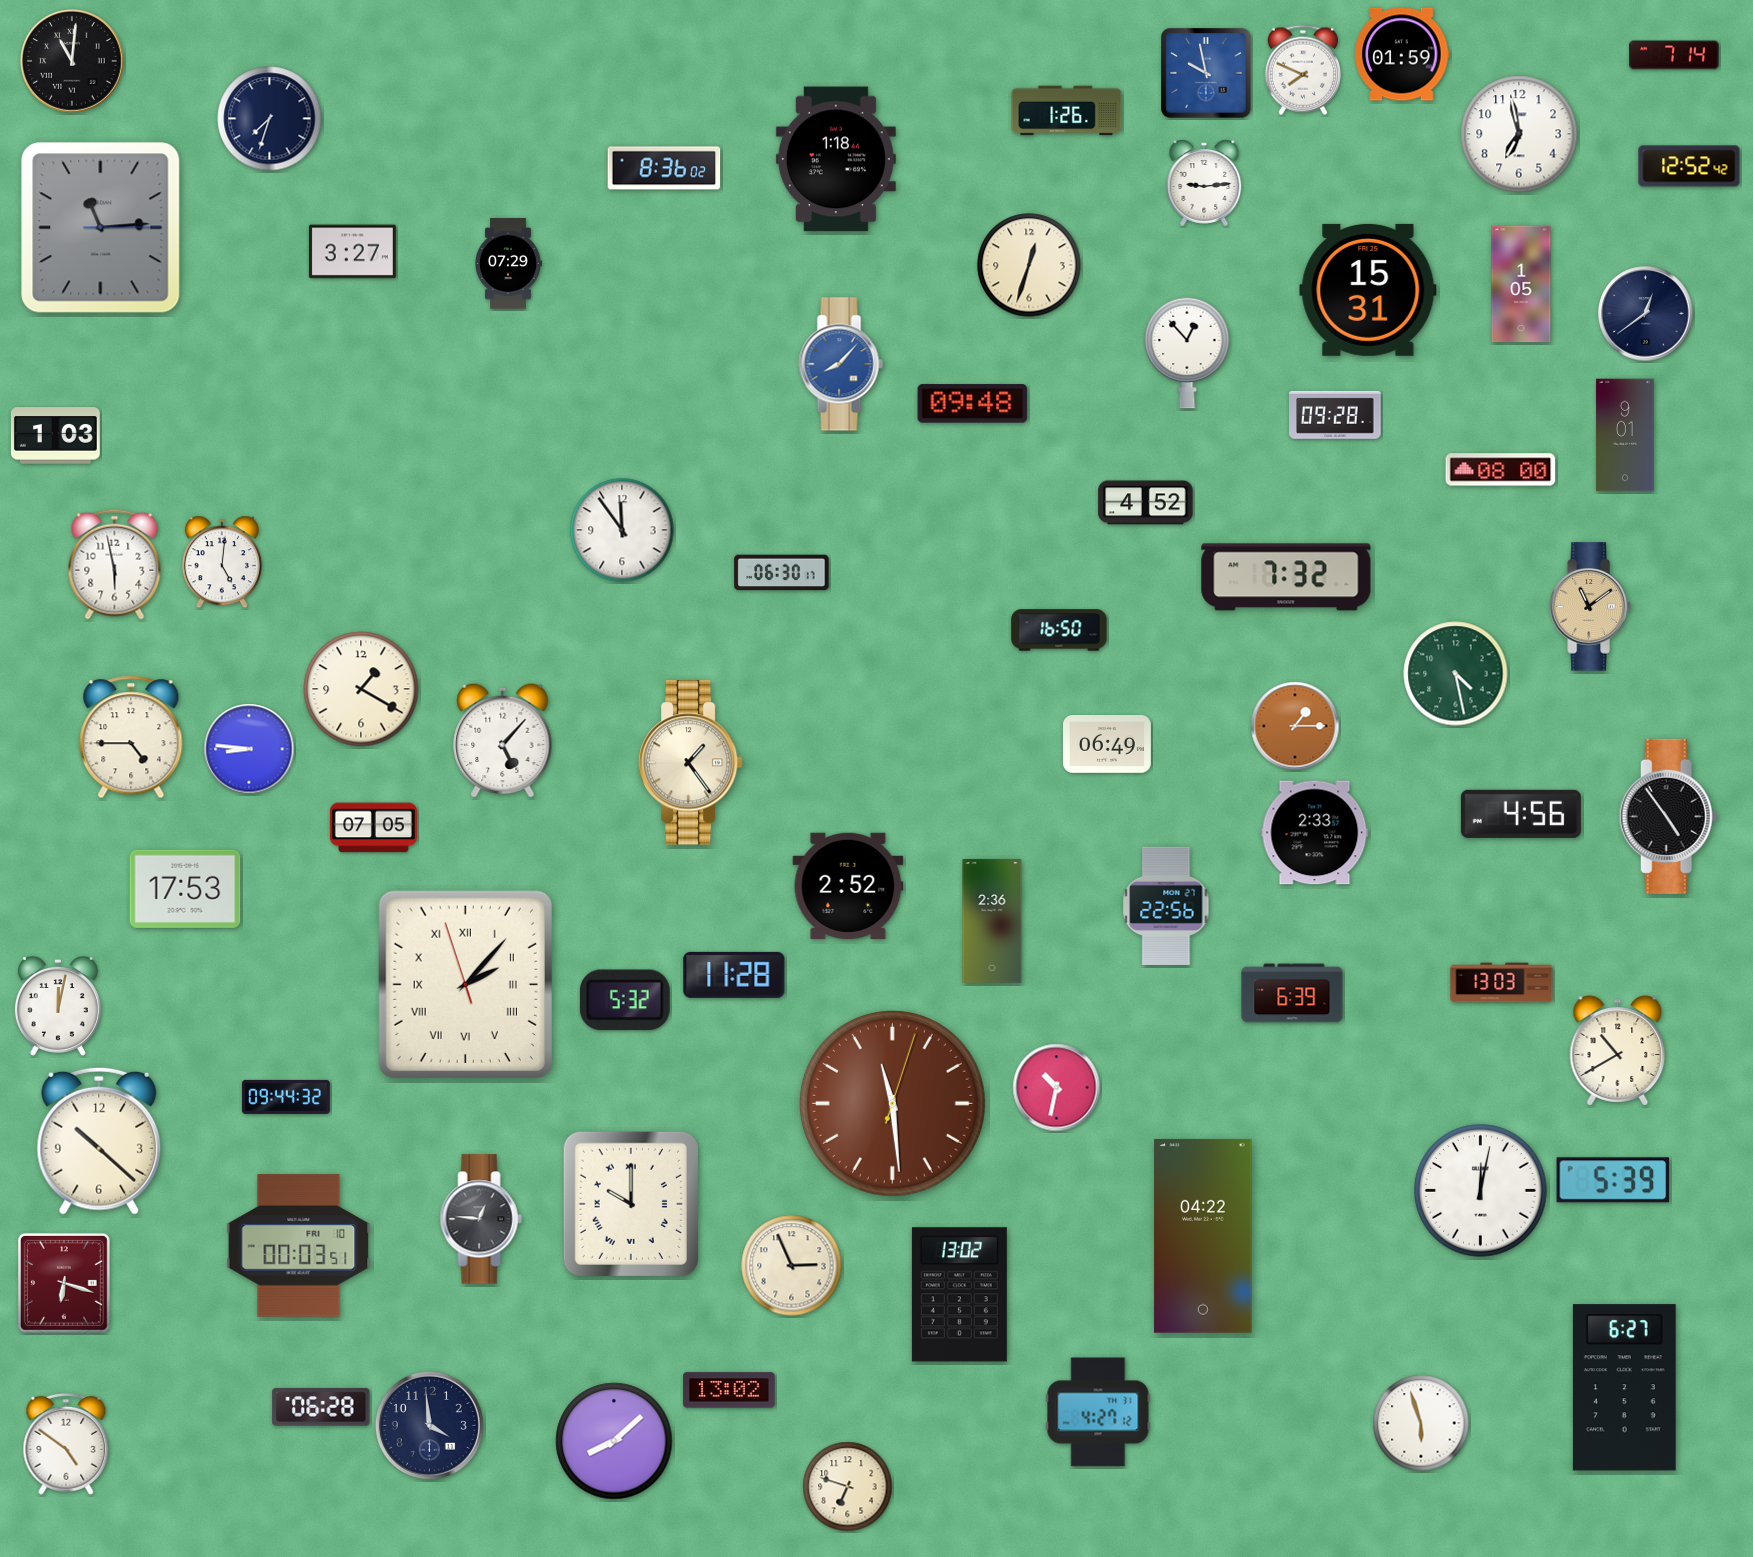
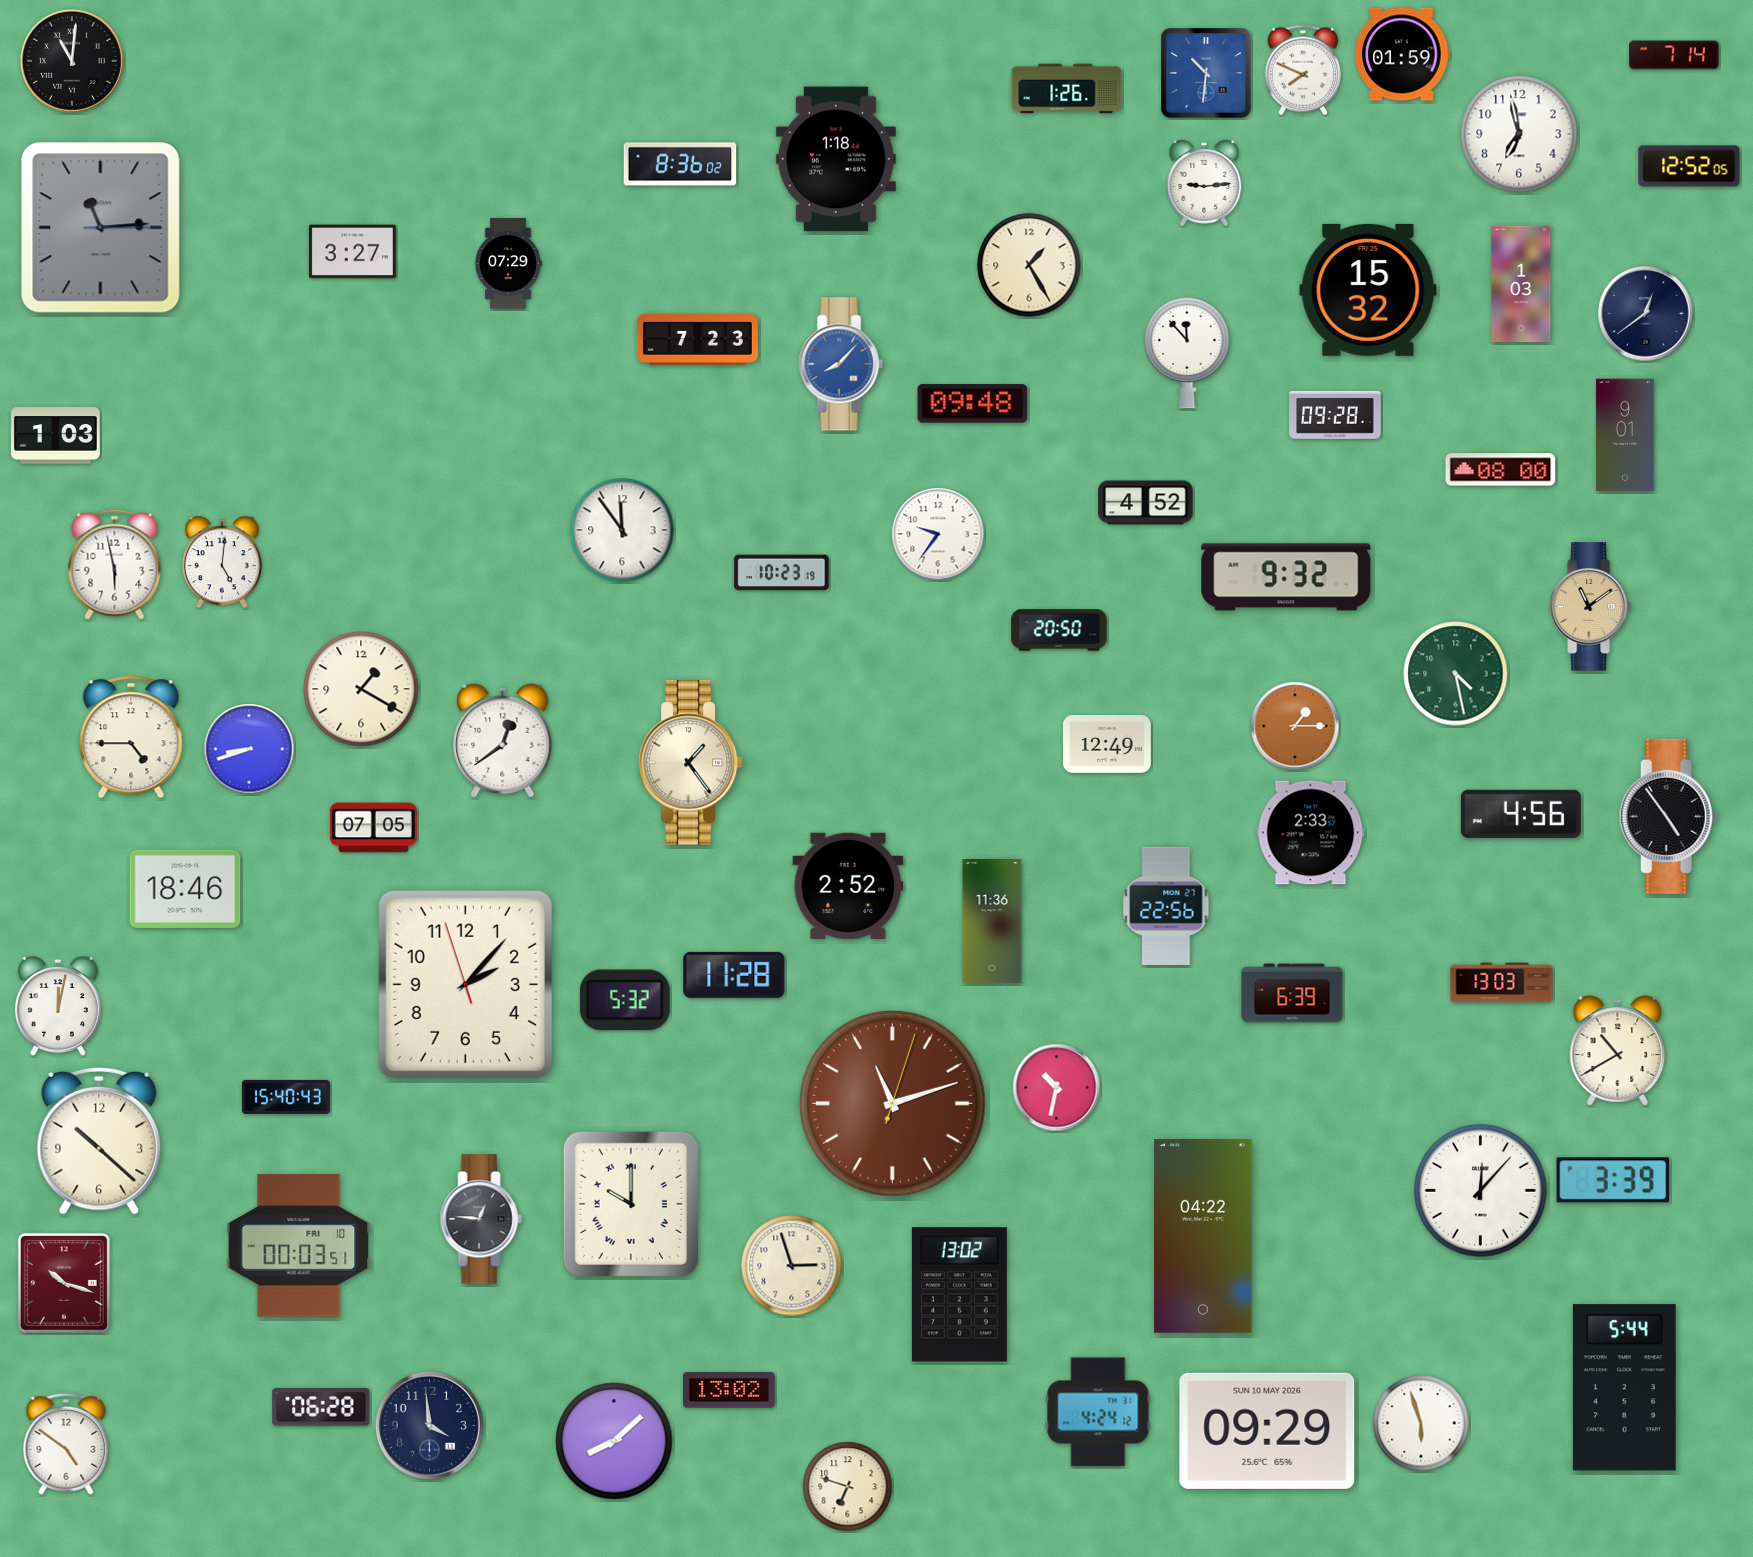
clock at (1206, 73): 9:58 -> 10:31
clock at (1067, 111) position: (1067, 111) -> (1067, 89)
clock at (270, 119): 7:33 -> none
clock at (1689, 166): 12:52:42 -> 12:52:05
clock at (664, 168) position: (664, 168) -> (680, 164)
clock at (1029, 265): 12:33 -> 1:25
clock at (1521, 284): 1:05 -> 1:03
clock at (1368, 290): 15:31 -> 15:32
clock at (697, 340): none -> 7:23
clock at (1187, 353): 12:53 -> 11:53
clock at (938, 534): none -> 9:36
clock at (782, 573): 06:30 -> 10:23
clock at (1286, 577): 7:32 -> 9:32
clock at (1059, 630): 16:50 -> 20:50
clock at (503, 740): 5:07 -> 12:39
clock at (1107, 745): 06:49 -> 12:49
clock at (249, 749): 8:46 -> 8:42
clock at (1315, 833) position: (1315, 833) -> (1311, 833)
clock at (185, 889): 17:53 -> 18:46
clock at (992, 922): 2:36 -> 11:36
clock at (465, 984) numerals: Roman -> Arabic
clock at (286, 1097): 09:44 -> 15:40
clock at (892, 1103): 11:29 -> 11:12
clock at (1613, 1180): 5:39 -> 3:39
clock at (1481, 1191): 12:02 -> 12:07
clock at (792, 1266): 2:56 -> 2:57
clock at (64, 1283): 6:18 -> 10:18
clock at (1624, 1388): 6:27 -> 5:44
clock at (1098, 1412): 4:27 -> 4:24
clock at (1267, 1431): none -> 09:29
